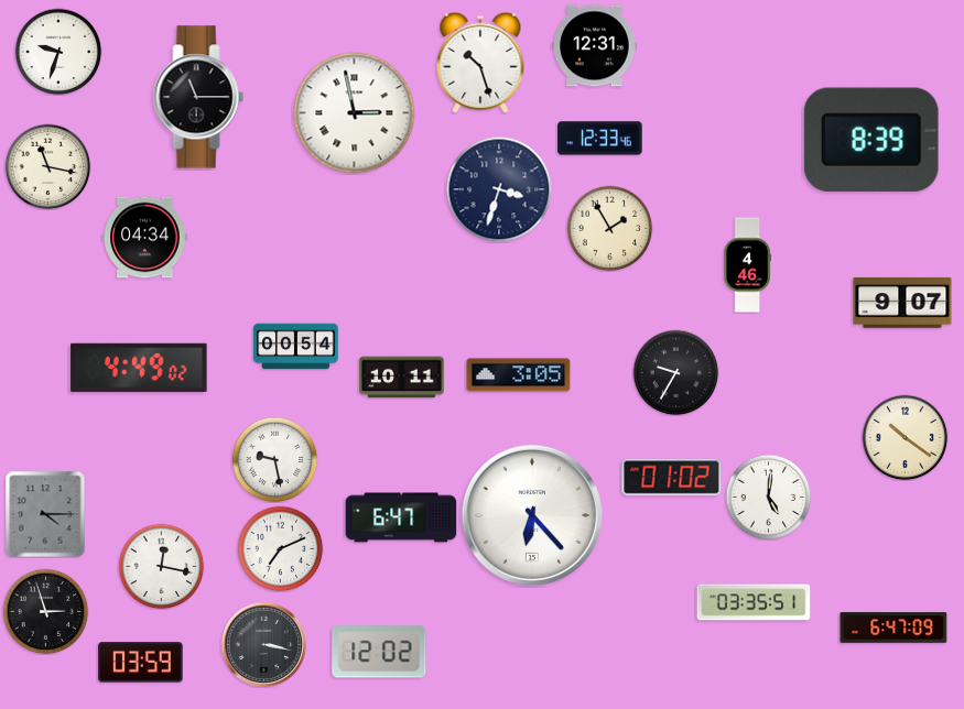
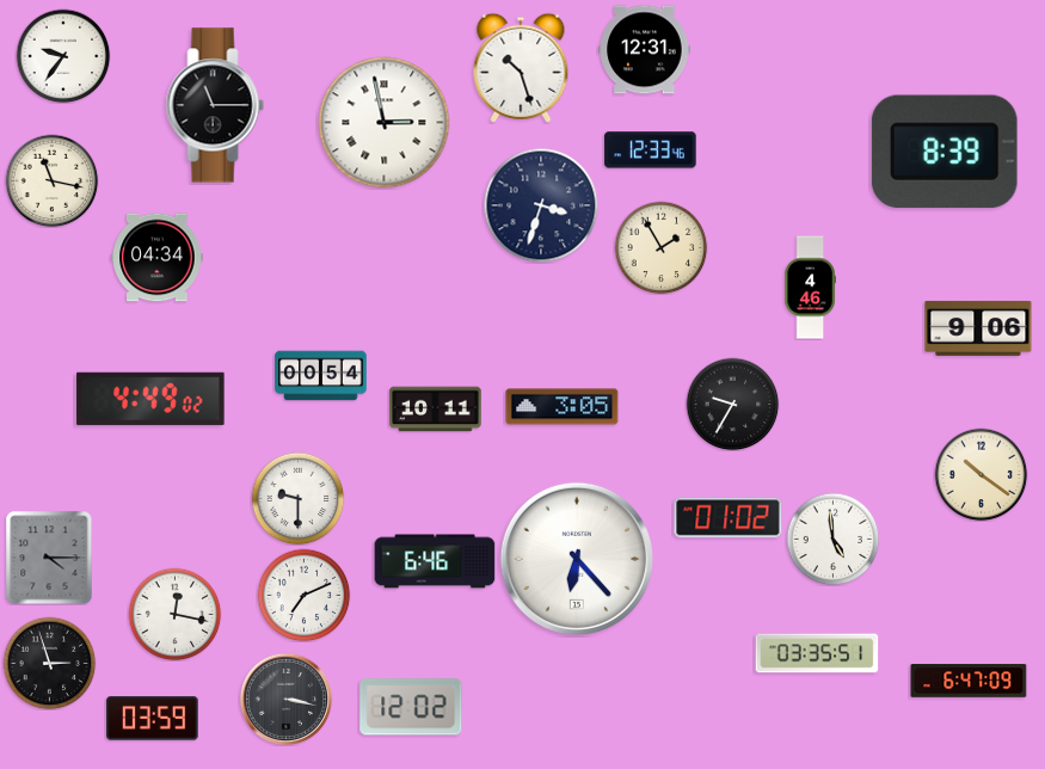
clock at (58, 52): 9:33 -> 9:36
clock at (902, 303): 9:07 -> 9:06
clock at (274, 459): 9:28 -> 9:30
clock at (768, 497): 5:01 -> 4:59
clock at (401, 517): 6:47 -> 6:46
